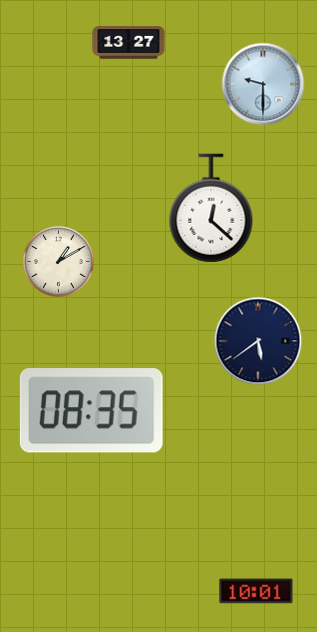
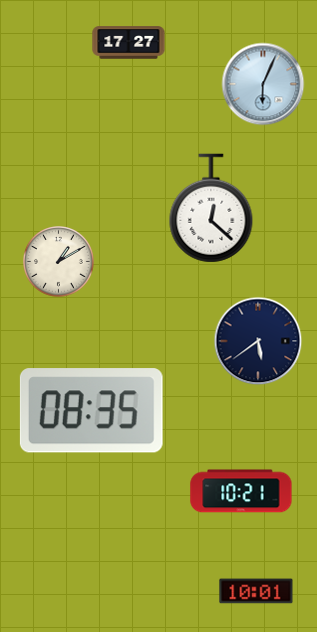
clock at (129, 43): 13:27 -> 17:27
clock at (263, 84): 9:30 -> 6:04
clock at (241, 491): none -> 10:21
